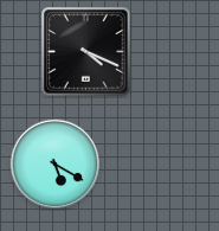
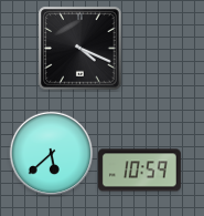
clock at (56, 165): 5:20 -> 5:38
clock at (139, 171): none -> 10:59
